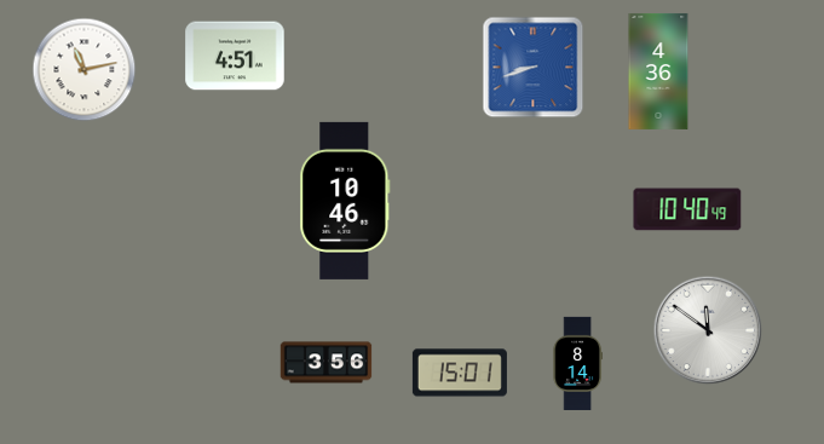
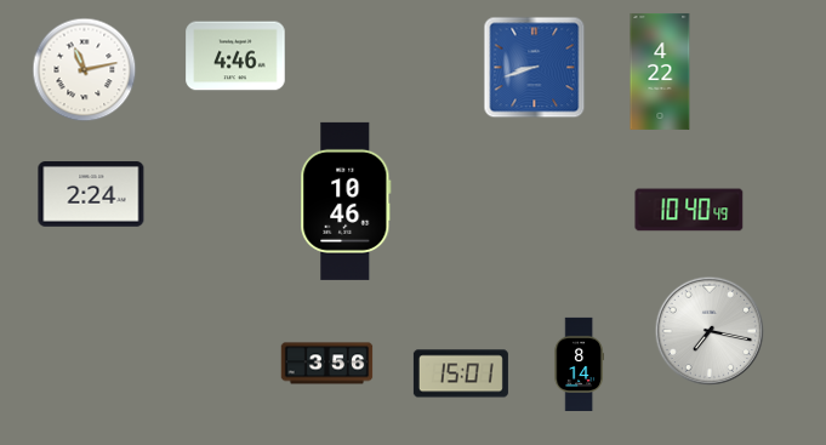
clock at (235, 56): 4:51 -> 4:46
clock at (658, 71): 4:36 -> 4:22
clock at (91, 194): none -> 2:24
clock at (708, 330): 11:51 -> 7:17
